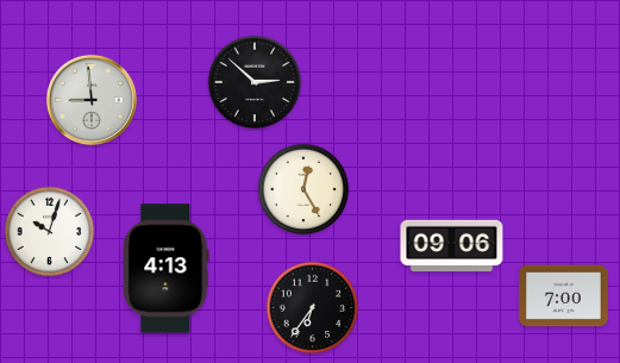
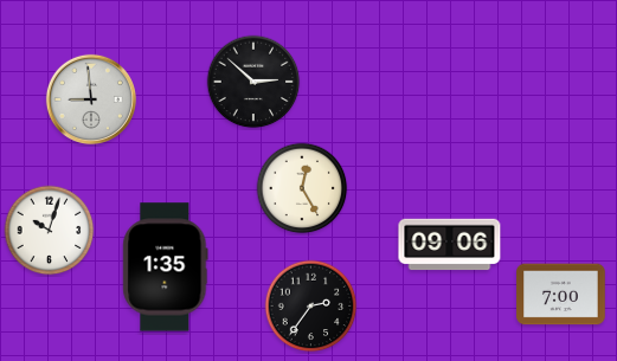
clock at (167, 269): 4:13 -> 1:35
clock at (313, 308): 6:36 -> 2:36
